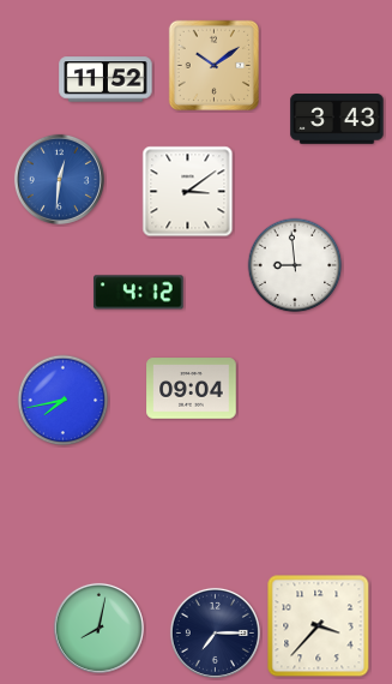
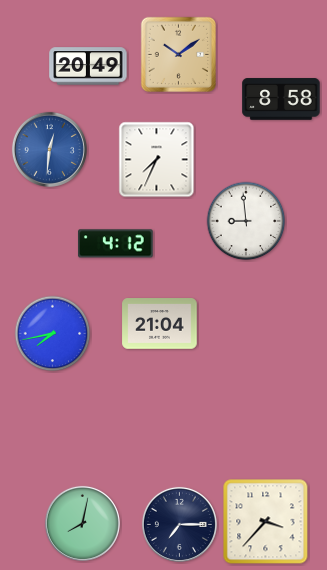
clock at (105, 79): 11:52 -> 20:49
clock at (337, 119): 3:43 -> 8:58
clock at (188, 192): 3:09 -> 7:34
clock at (192, 389): 09:04 -> 21:04
clock at (215, 632) position: (215, 632) -> (179, 524)
